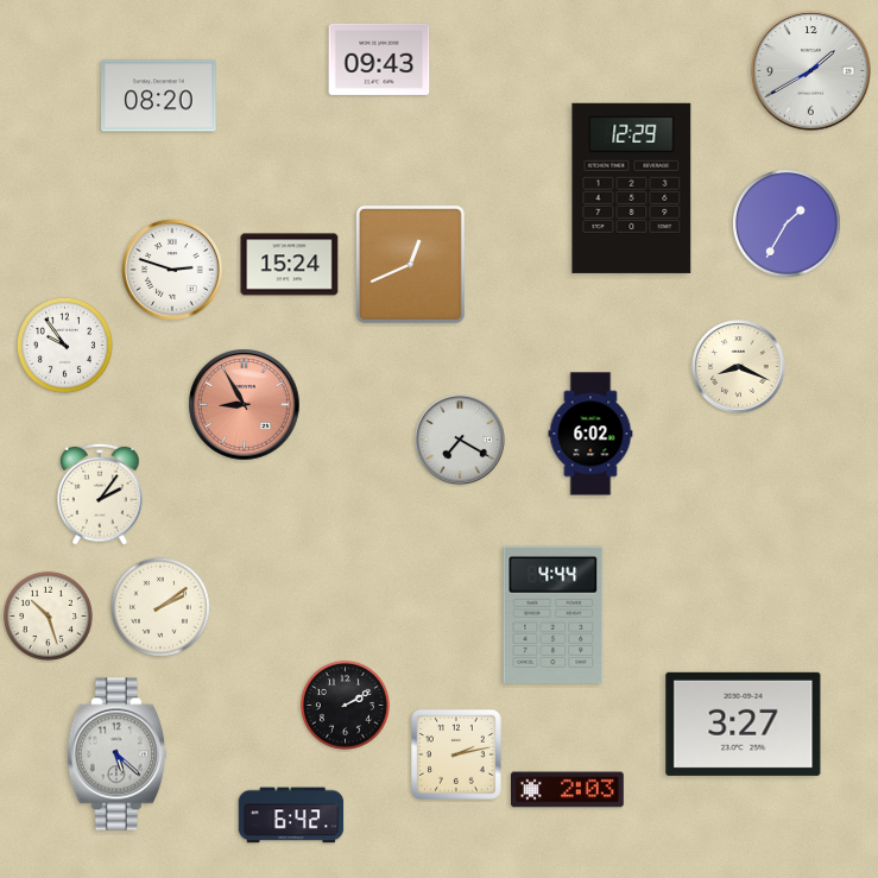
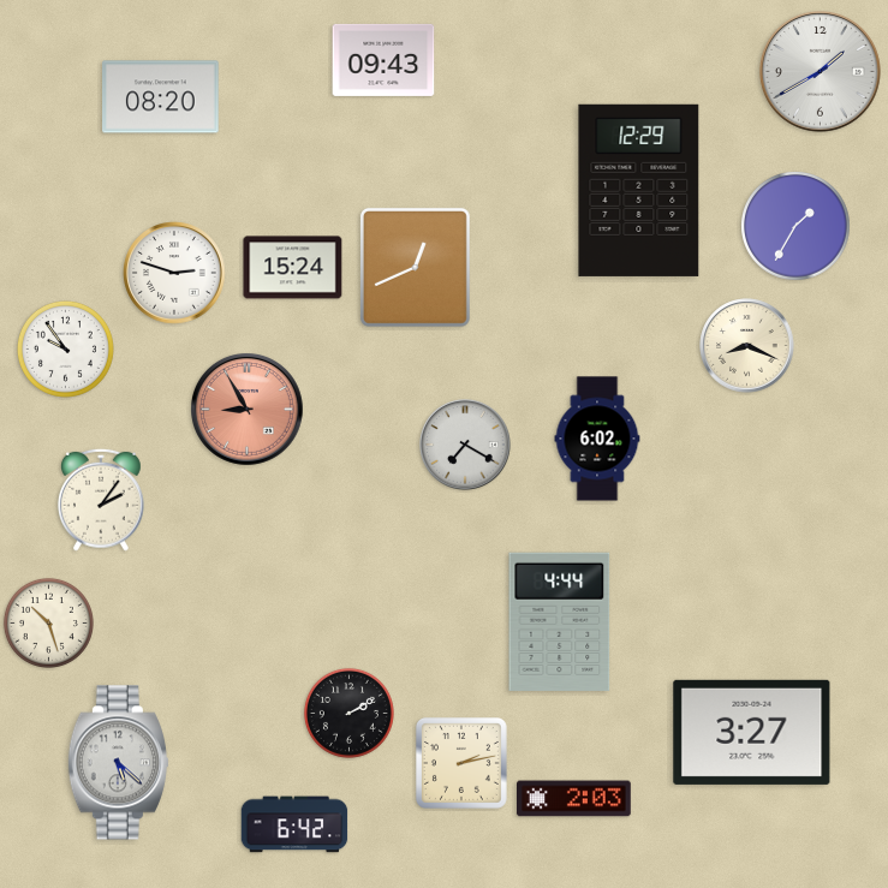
clock at (739, 367) position: (739, 367) -> (747, 346)
clock at (160, 607): 2:09 -> none
